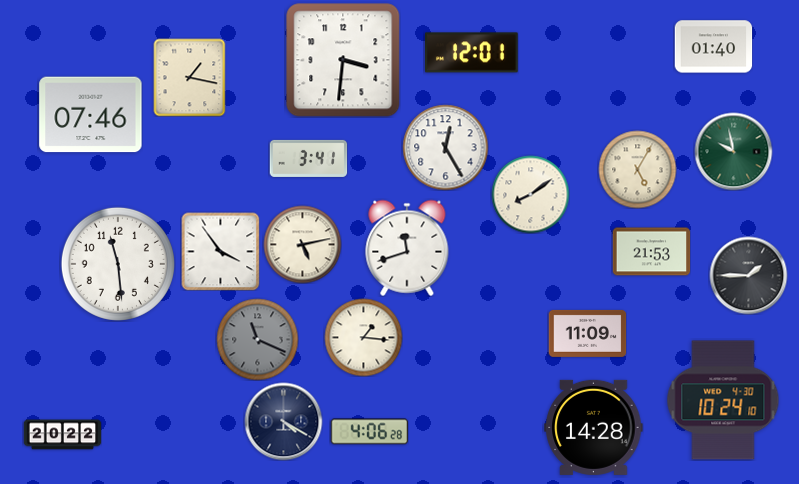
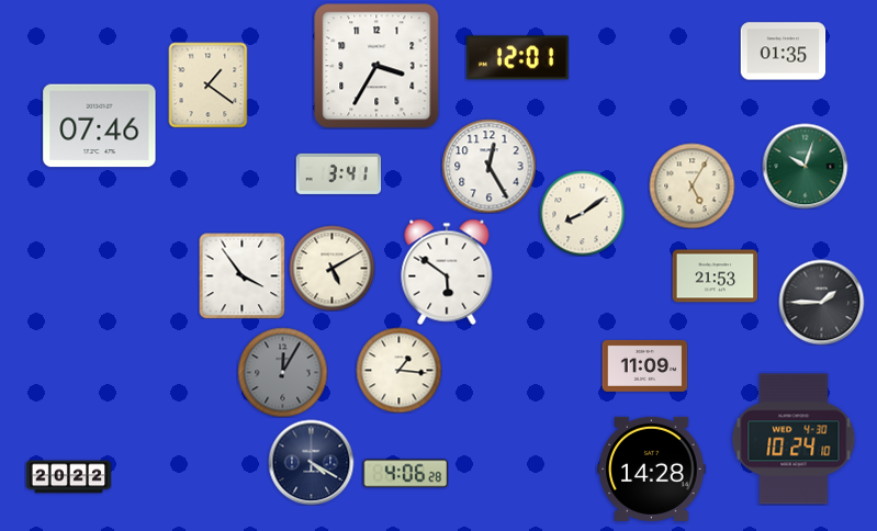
clock at (713, 47): 01:40 -> 01:35
clock at (343, 60): 3:31 -> 3:35
clock at (190, 77): 1:17 -> 1:21
clock at (445, 147) position: (445, 147) -> (488, 166)
clock at (733, 151): 9:58 -> 10:03
clock at (637, 169) position: (637, 169) -> (692, 185)
clock at (302, 244): 5:13 -> 5:10
clock at (407, 248): 11:42 -> 5:51
clock at (118, 264): 11:29 -> none
clock at (257, 339): 11:19 -> 12:05
